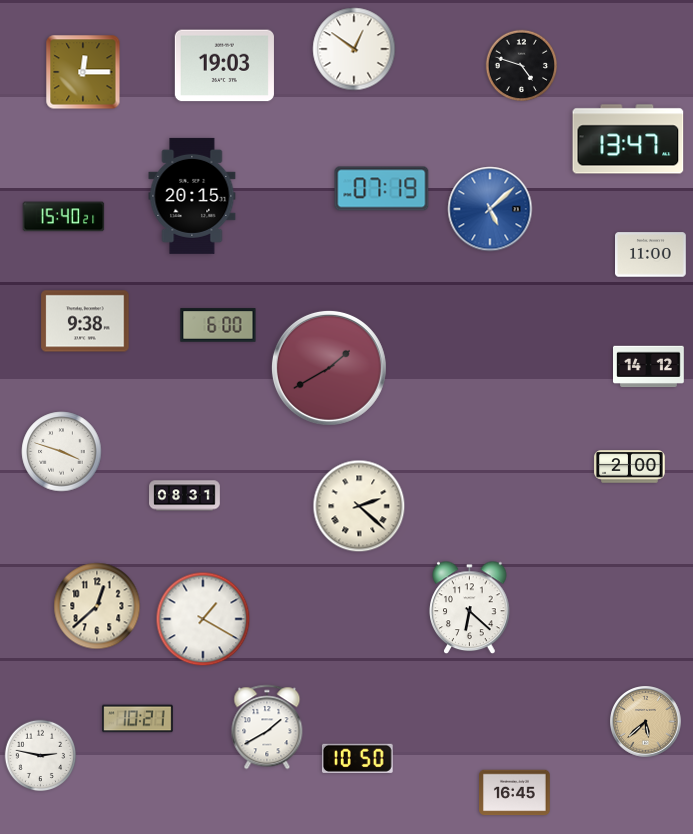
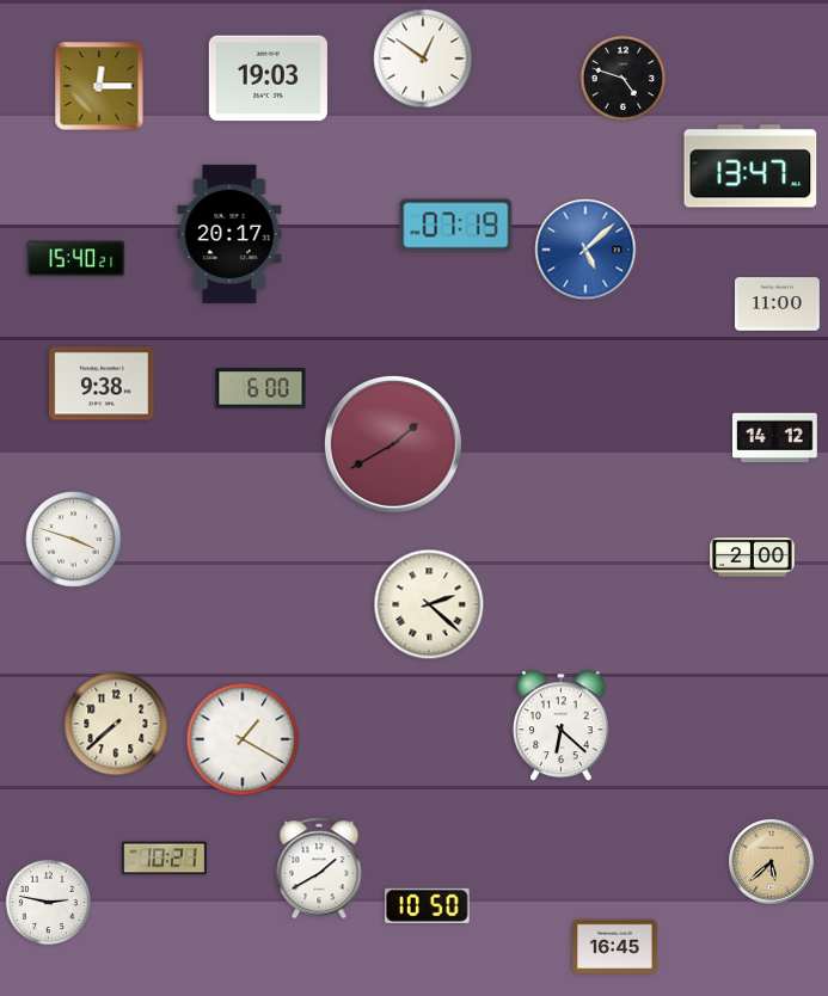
clock at (192, 196): 20:15 -> 20:17
clock at (329, 368) position: (329, 368) -> (393, 444)
clock at (185, 496): 08:31 -> none
clock at (97, 606): 12:38 -> 7:38
